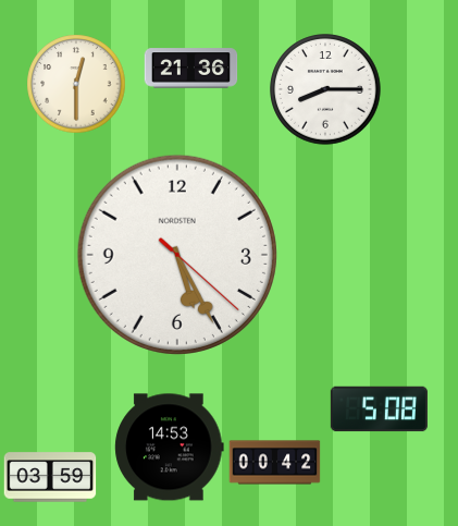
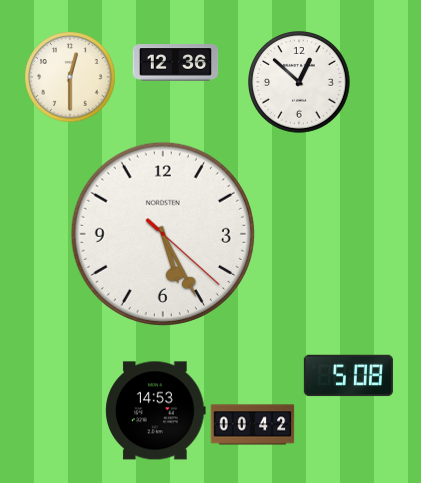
clock at (191, 69): 21:36 -> 12:36
clock at (325, 89): 8:15 -> 12:52
clock at (50, 477): 03:59 -> none
